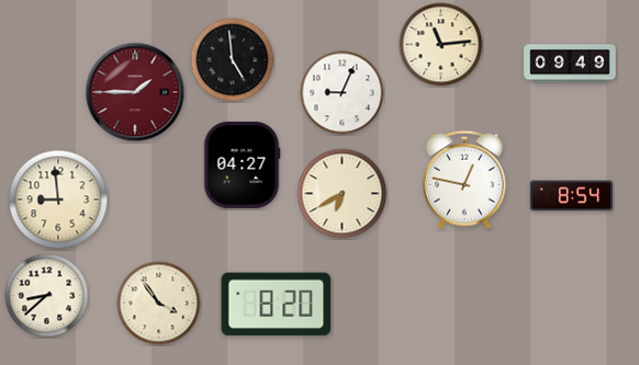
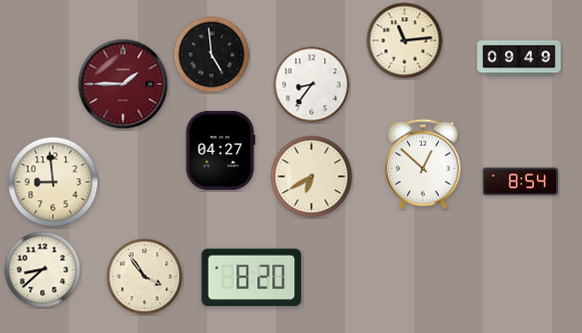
clock at (441, 45) position: (441, 45) -> (405, 41)
clock at (343, 93): 9:04 -> 8:36
clock at (466, 180): 12:47 -> 12:52
clock at (571, 196) position: (571, 196) -> (520, 182)
